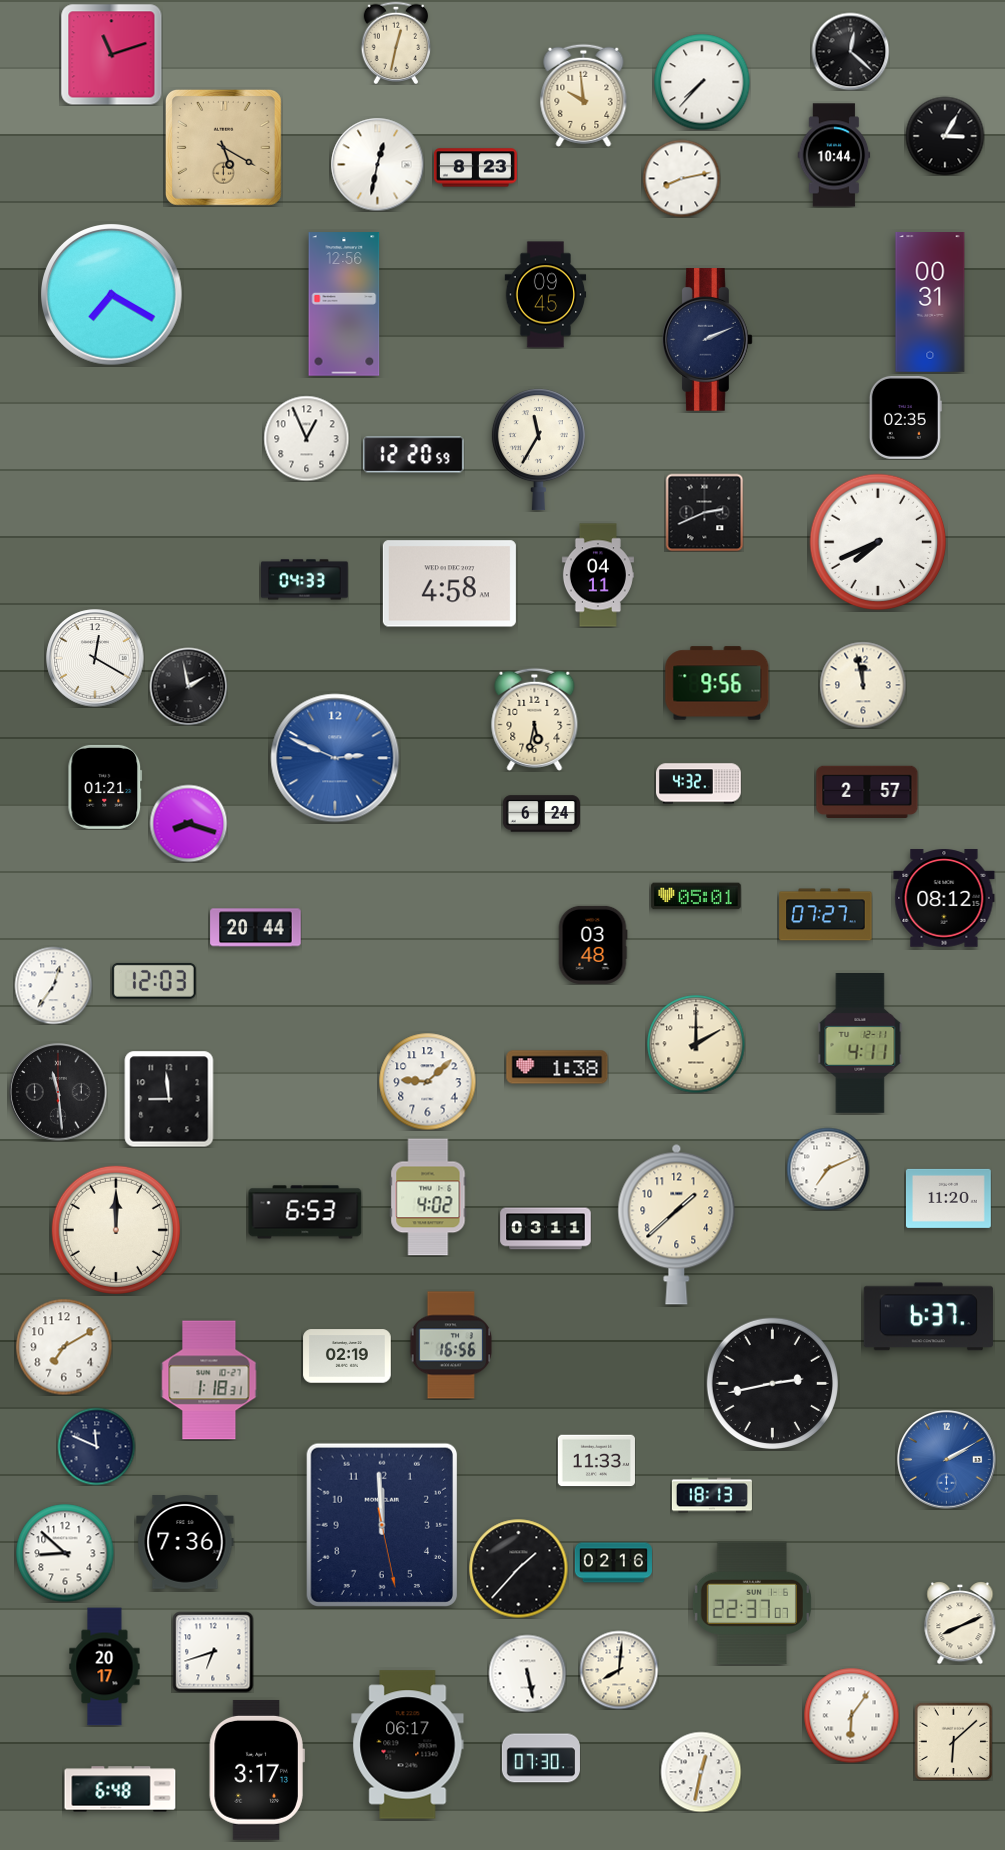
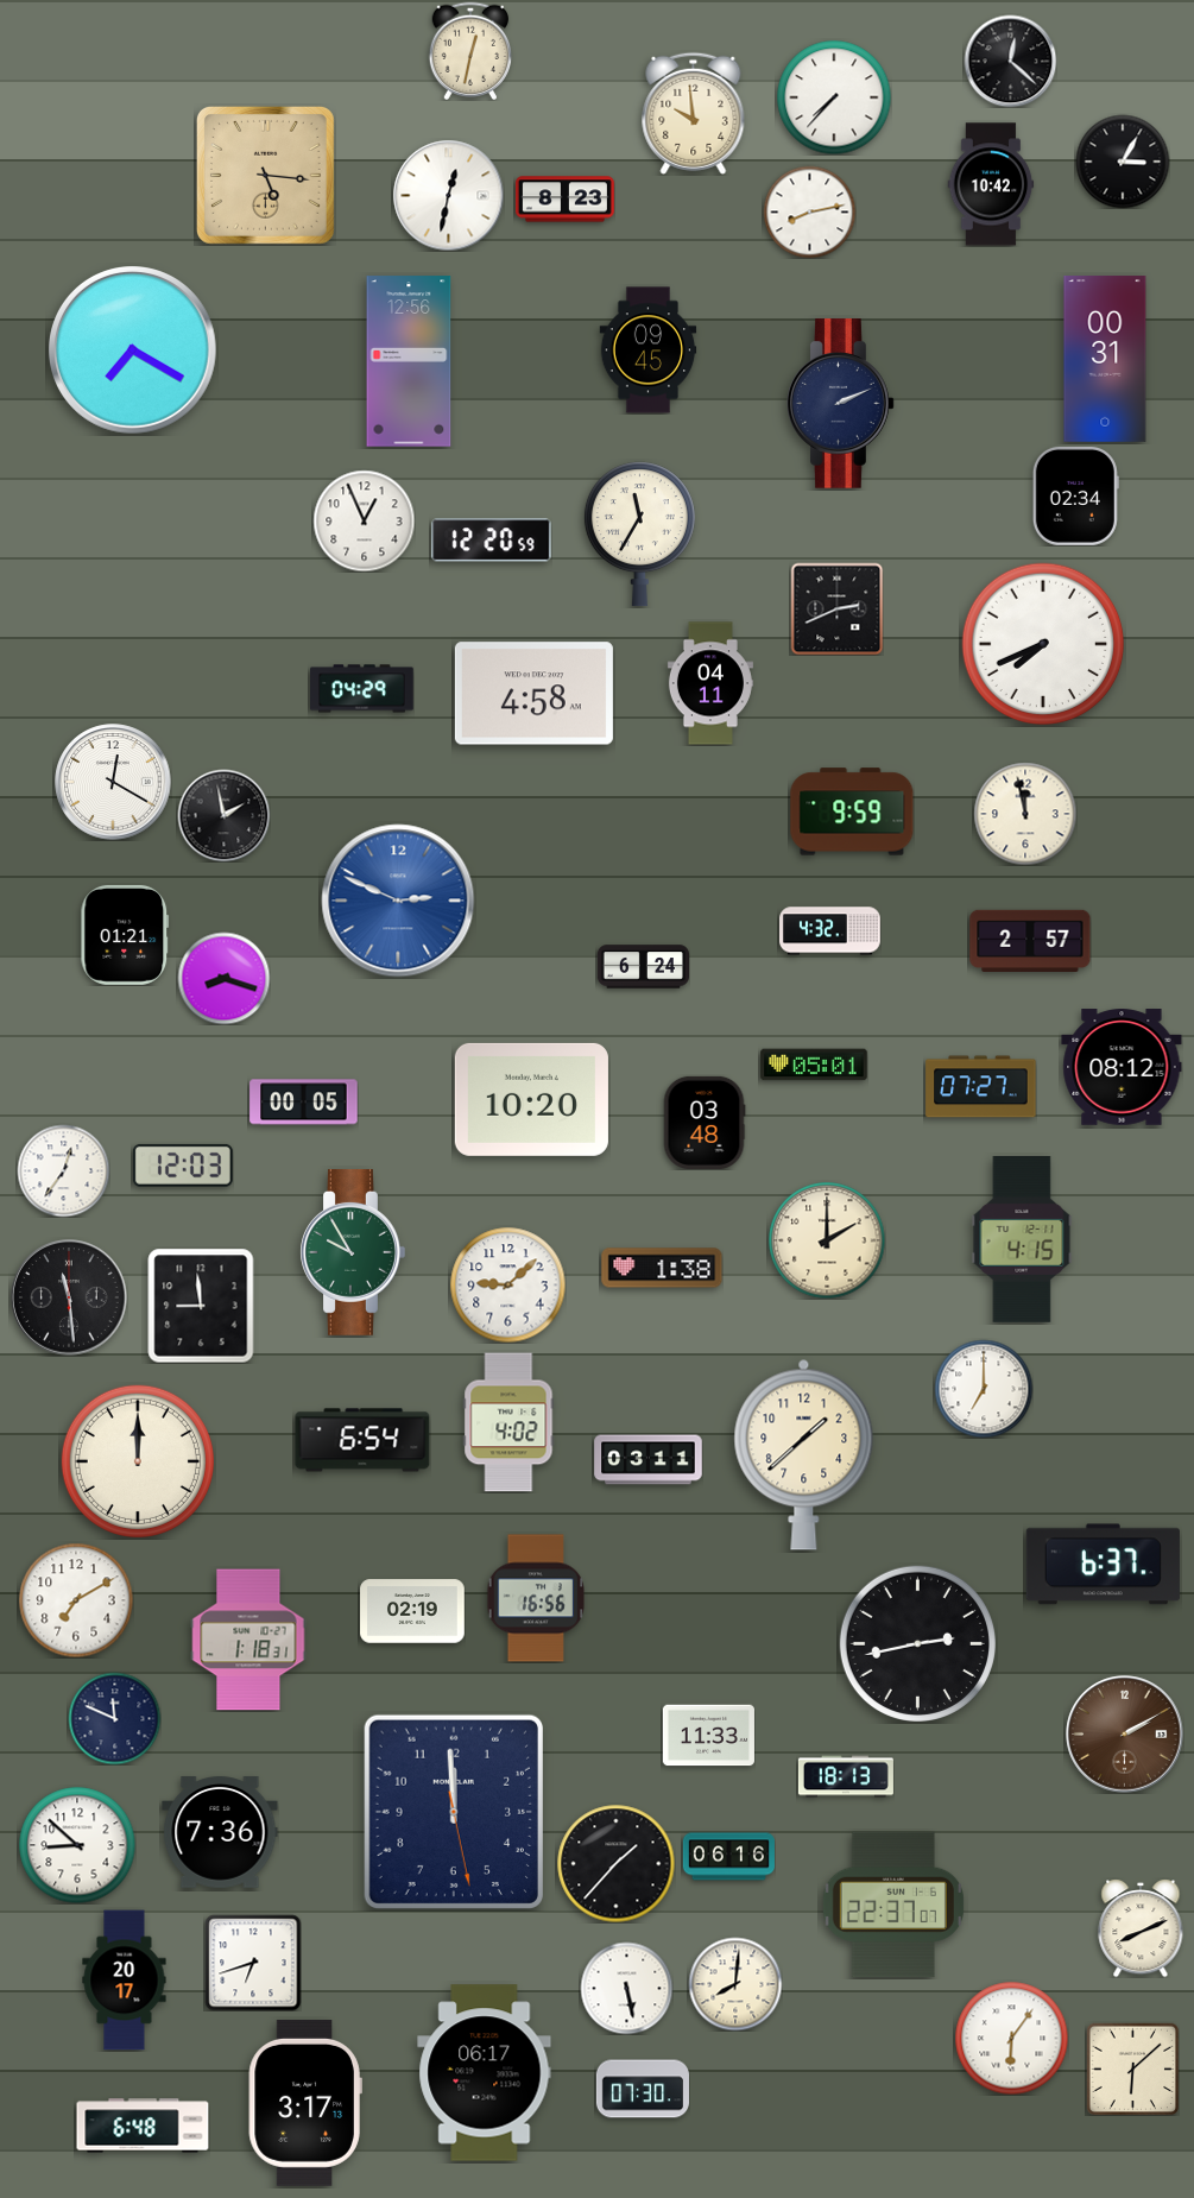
clock at (111, 54): 11:12 -> none
clock at (223, 147): 5:20 -> 5:16
clock at (834, 155): 10:44 -> 10:42
clock at (905, 417): 02:35 -> 02:34
clock at (305, 580): 04:33 -> 04:29
clock at (717, 683): 9:56 -> 9:59
clock at (535, 719): 5:32 -> none
clock at (696, 896) position: (696, 896) -> (814, 1065)
clock at (531, 1099): none -> 10:20
clock at (256, 928): 20:44 -> 00:05
clock at (860, 1044): 4:11 -> 4:15
clock at (353, 1252): none -> 9:55
clock at (828, 1169): 7:11 -> 7:00
clock at (948, 1198): 11:20 -> none
clock at (305, 1212): 6:53 -> 6:54
clock at (947, 1460) dial: blue -> brown
clock at (613, 1563): 02:16 -> 06:16
clock at (701, 1772): 12:32 -> none
